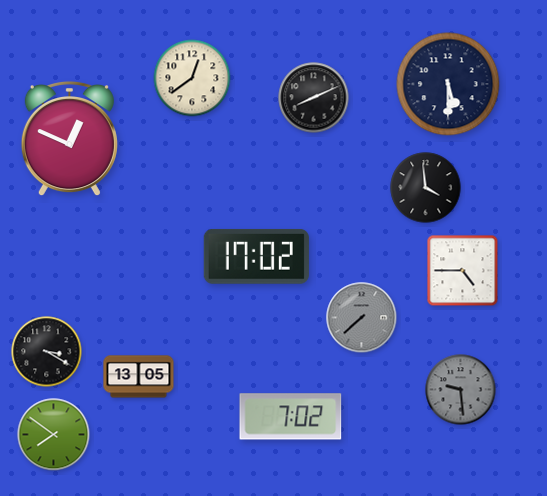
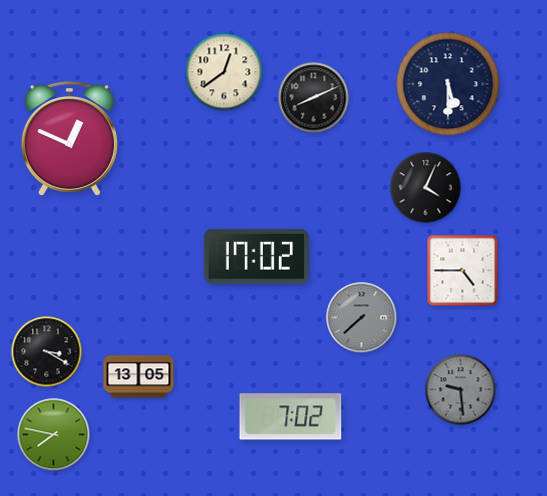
clock at (192, 78) position: (192, 78) -> (224, 72)
clock at (426, 188): 3:59 -> 4:04
clock at (54, 435): 7:51 -> 7:47
